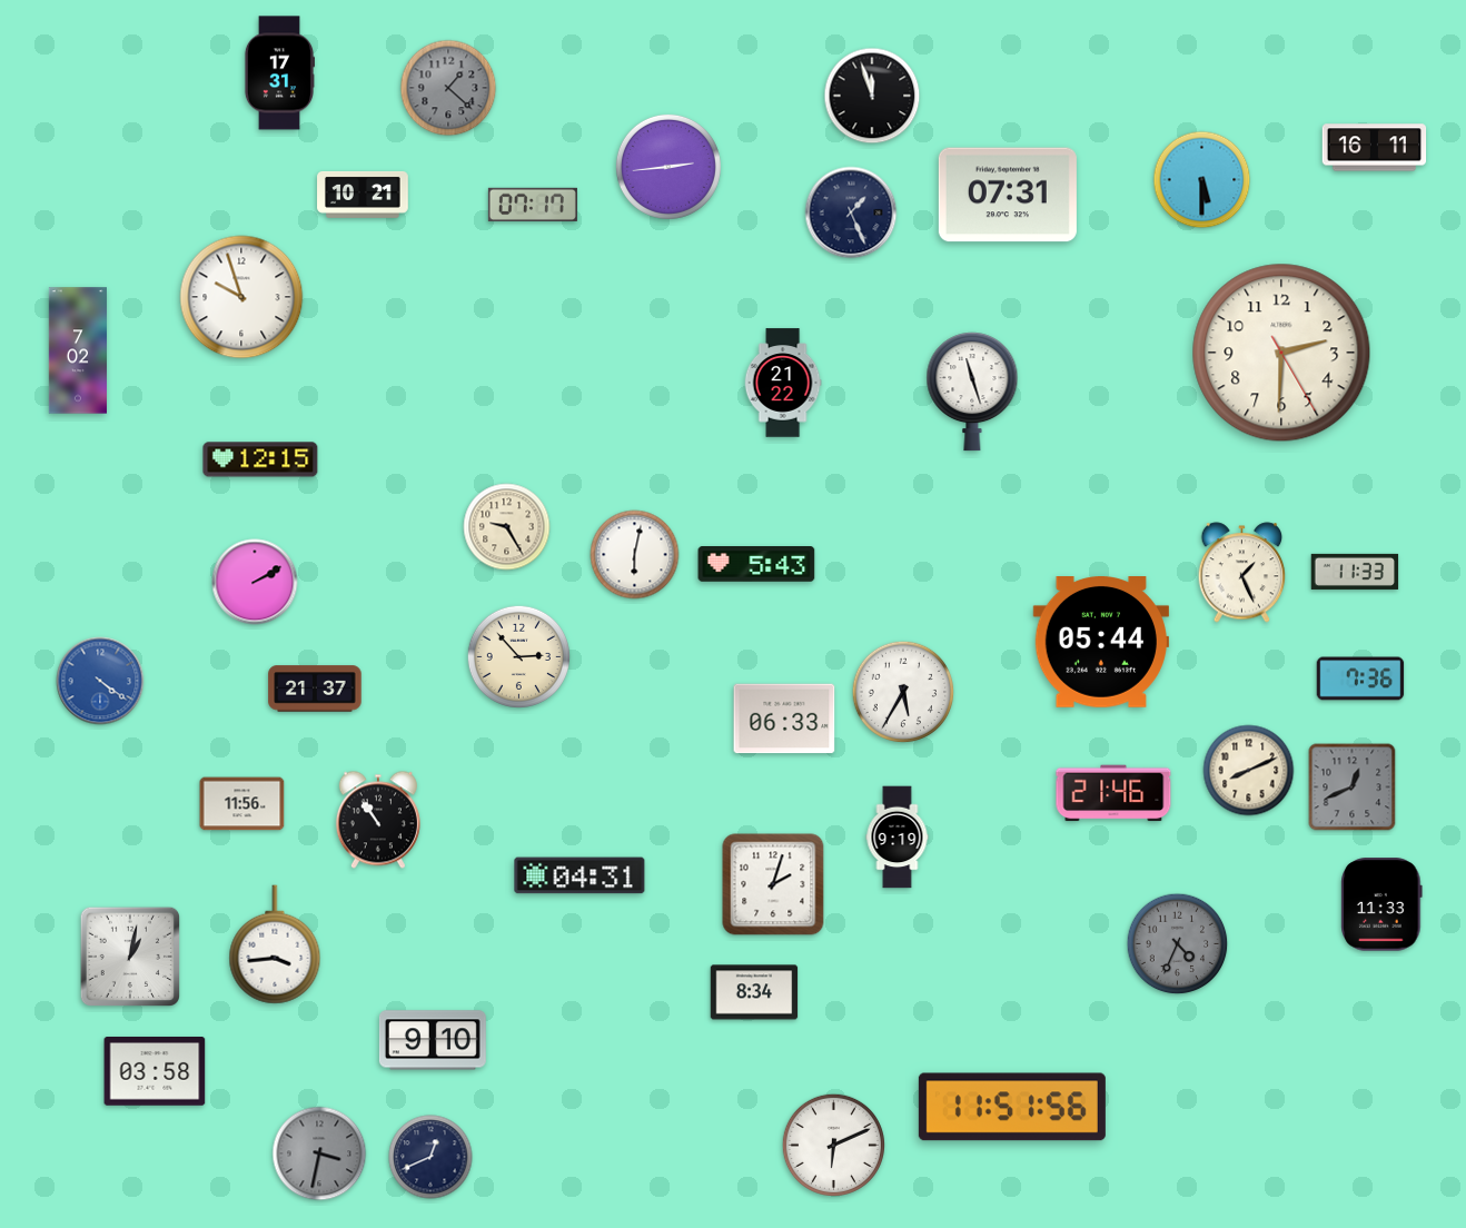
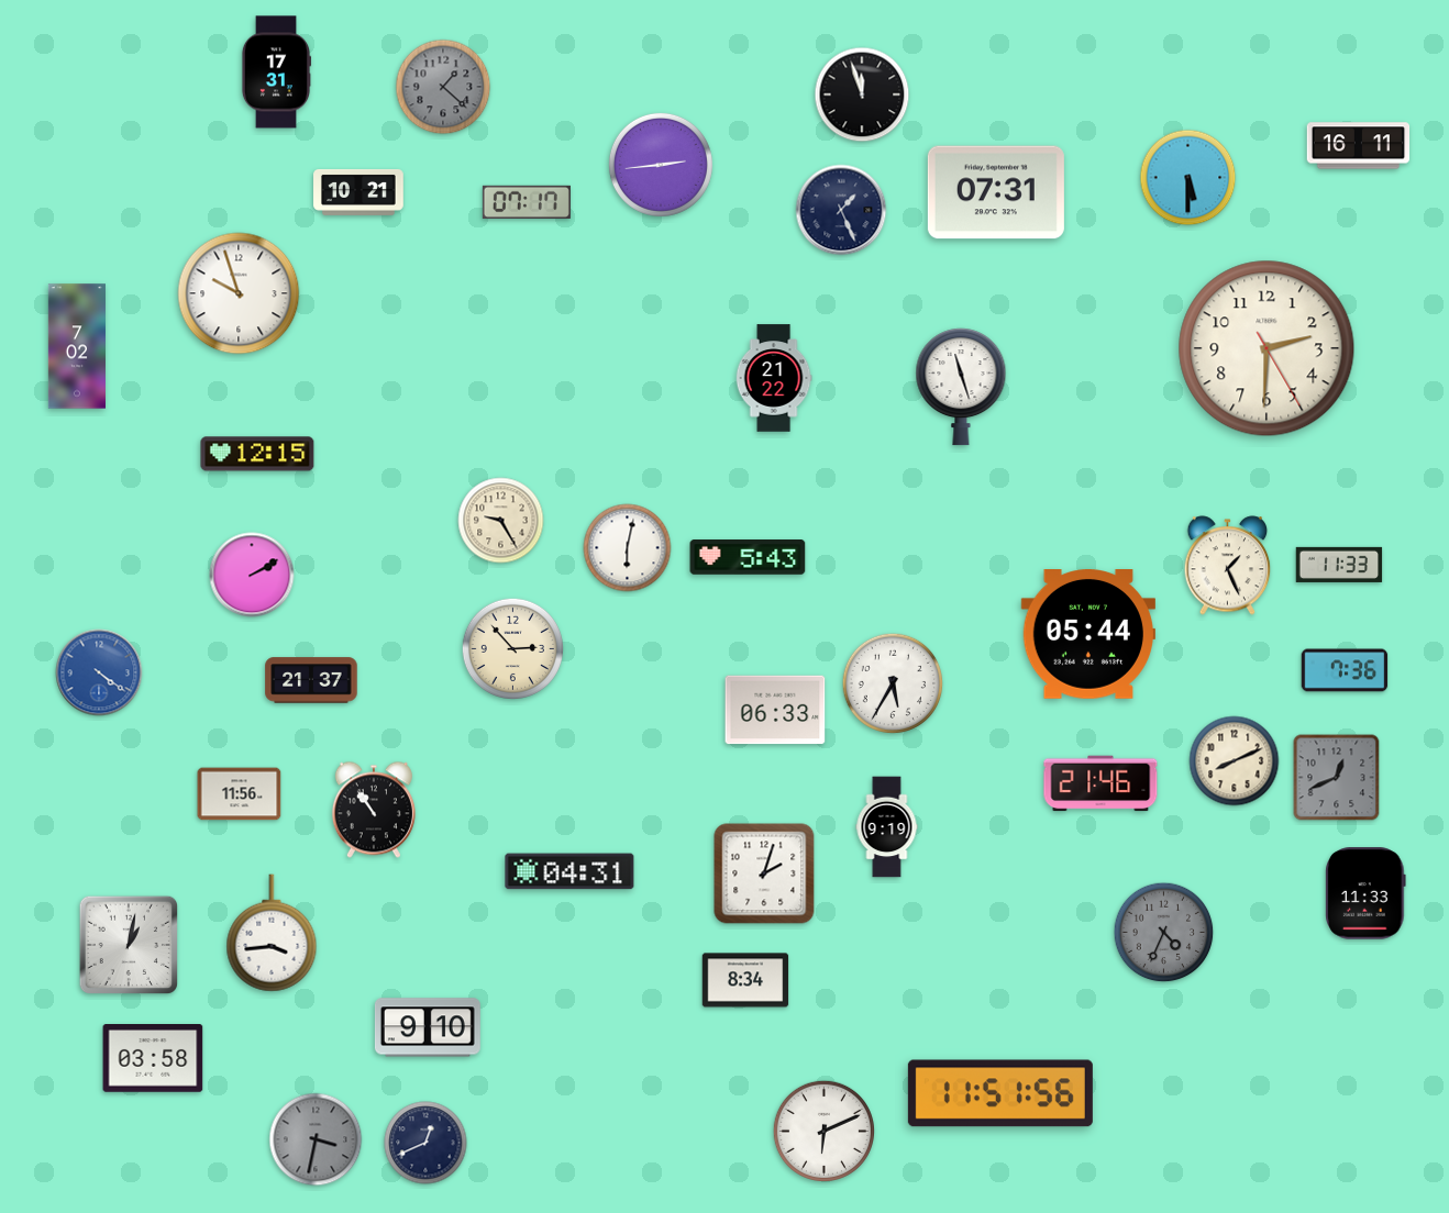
clock at (580, 875) position: (580, 875) -> (569, 871)
